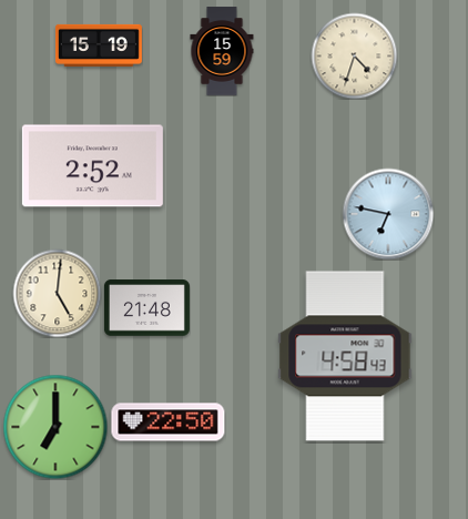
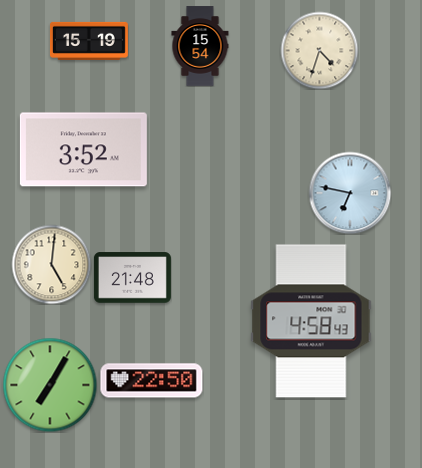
clock at (222, 51): 15:59 -> 15:54
clock at (92, 166): 2:52 -> 3:52
clock at (55, 427): 7:00 -> 7:05
